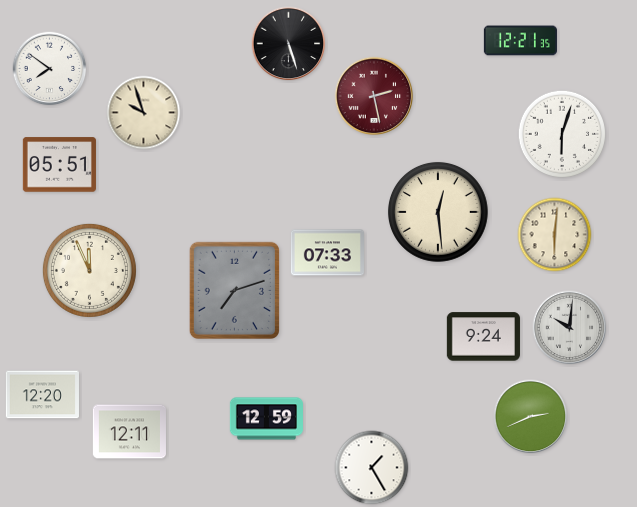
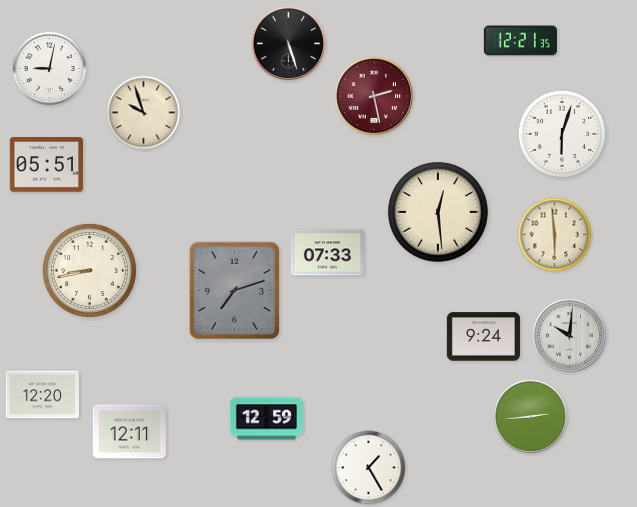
clock at (50, 69): 7:51 -> 9:02
clock at (59, 165) position: (59, 165) -> (46, 165)
clock at (555, 235): 6:01 -> 5:59
clock at (89, 270): 11:56 -> 8:43
clock at (570, 328) position: (570, 328) -> (570, 336)
clock at (531, 417): 2:41 -> 2:44
clock at (372, 468) position: (372, 468) -> (369, 468)
